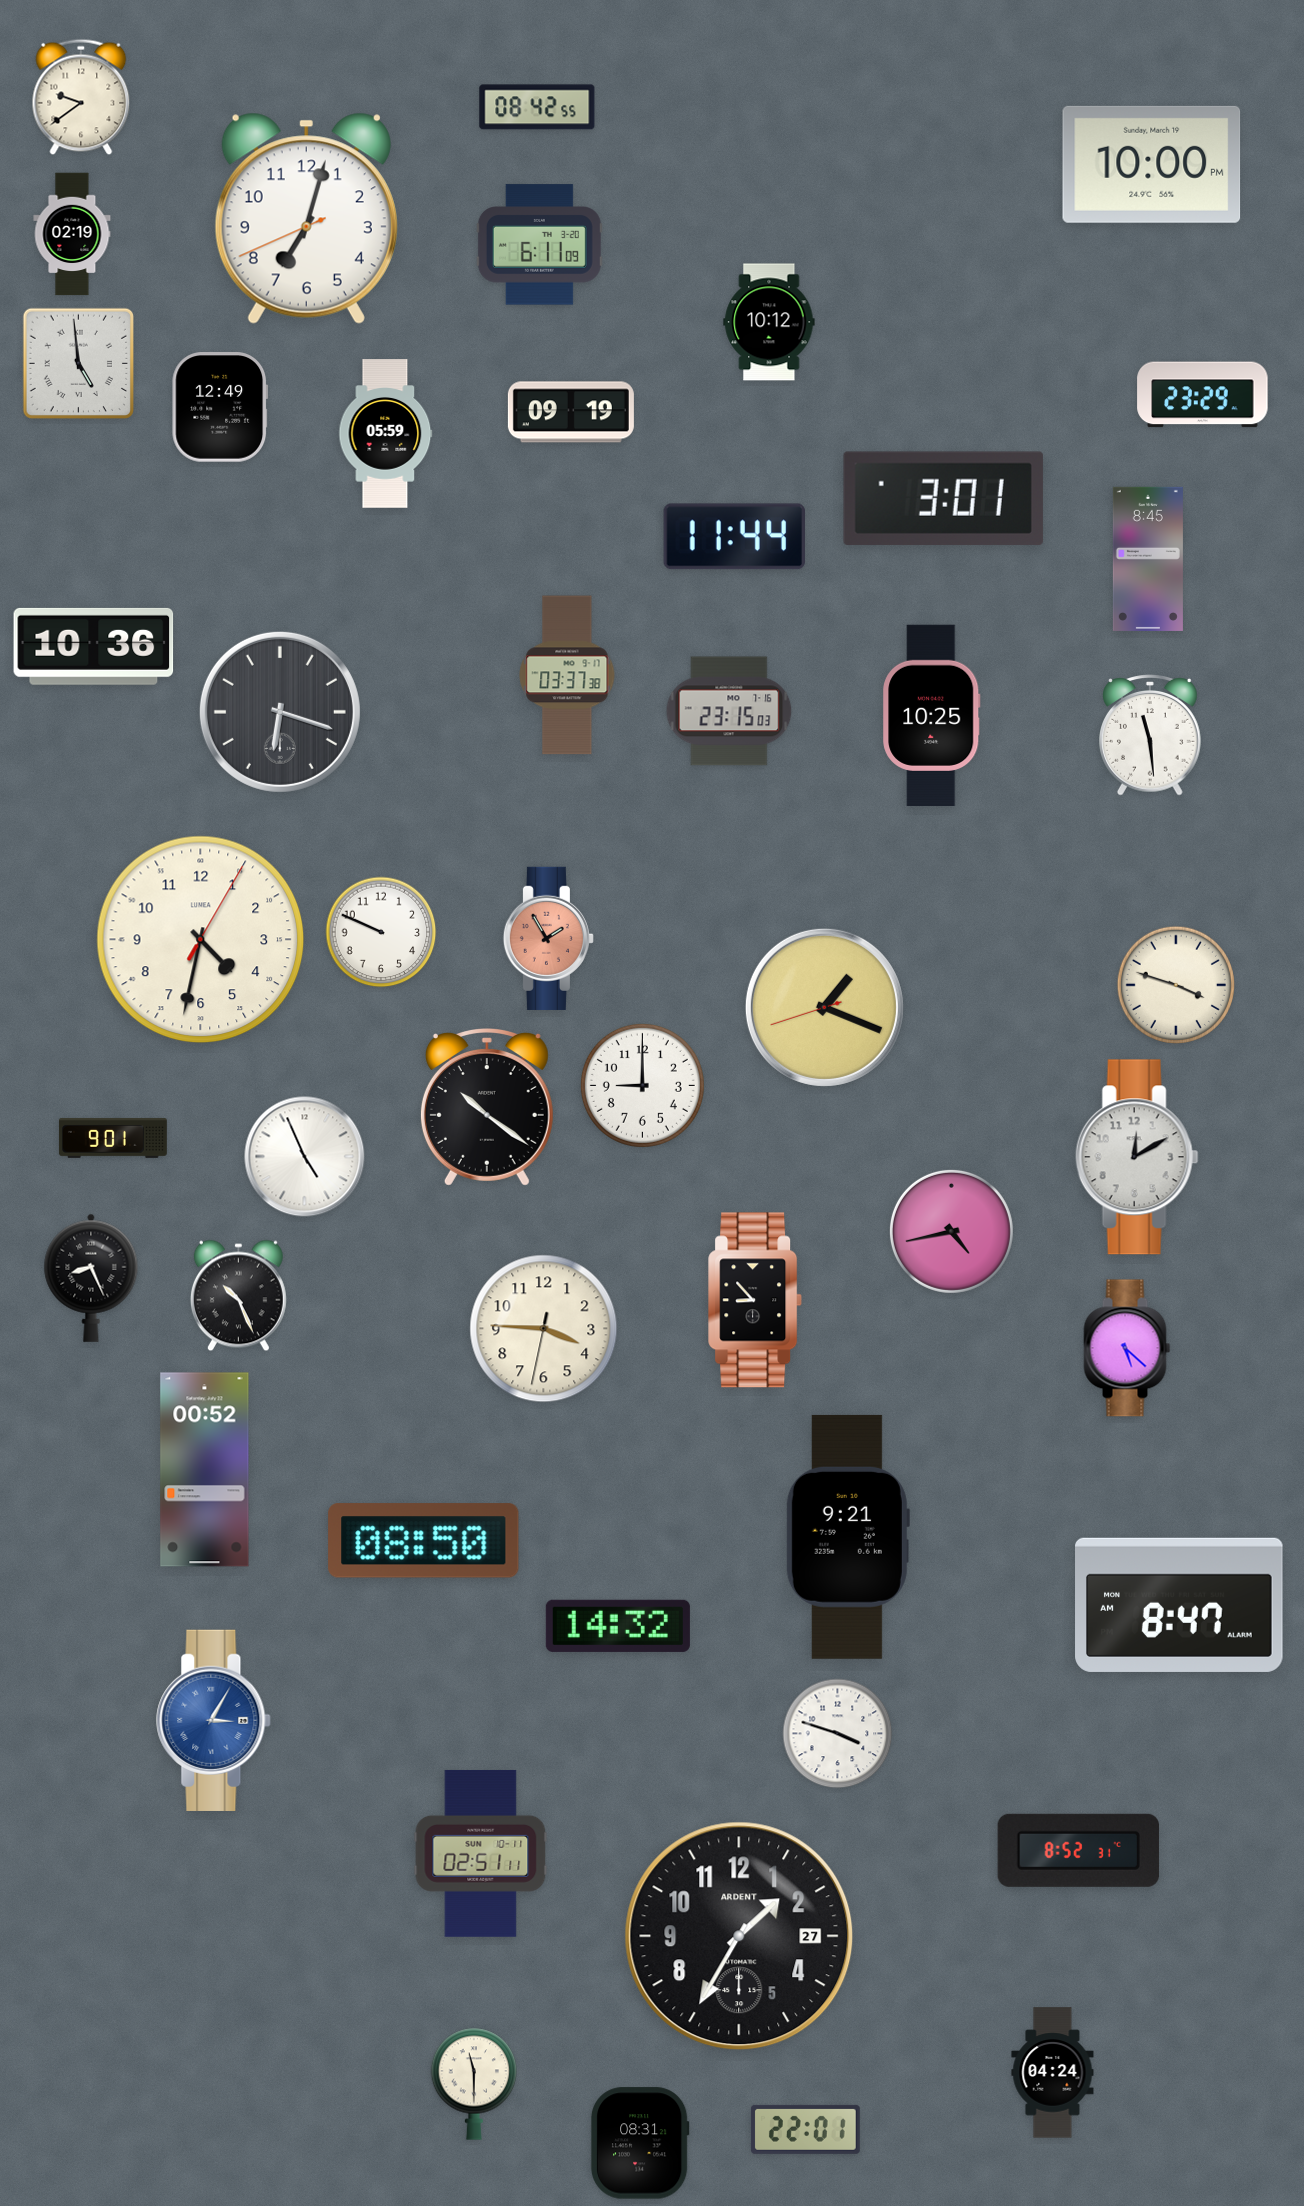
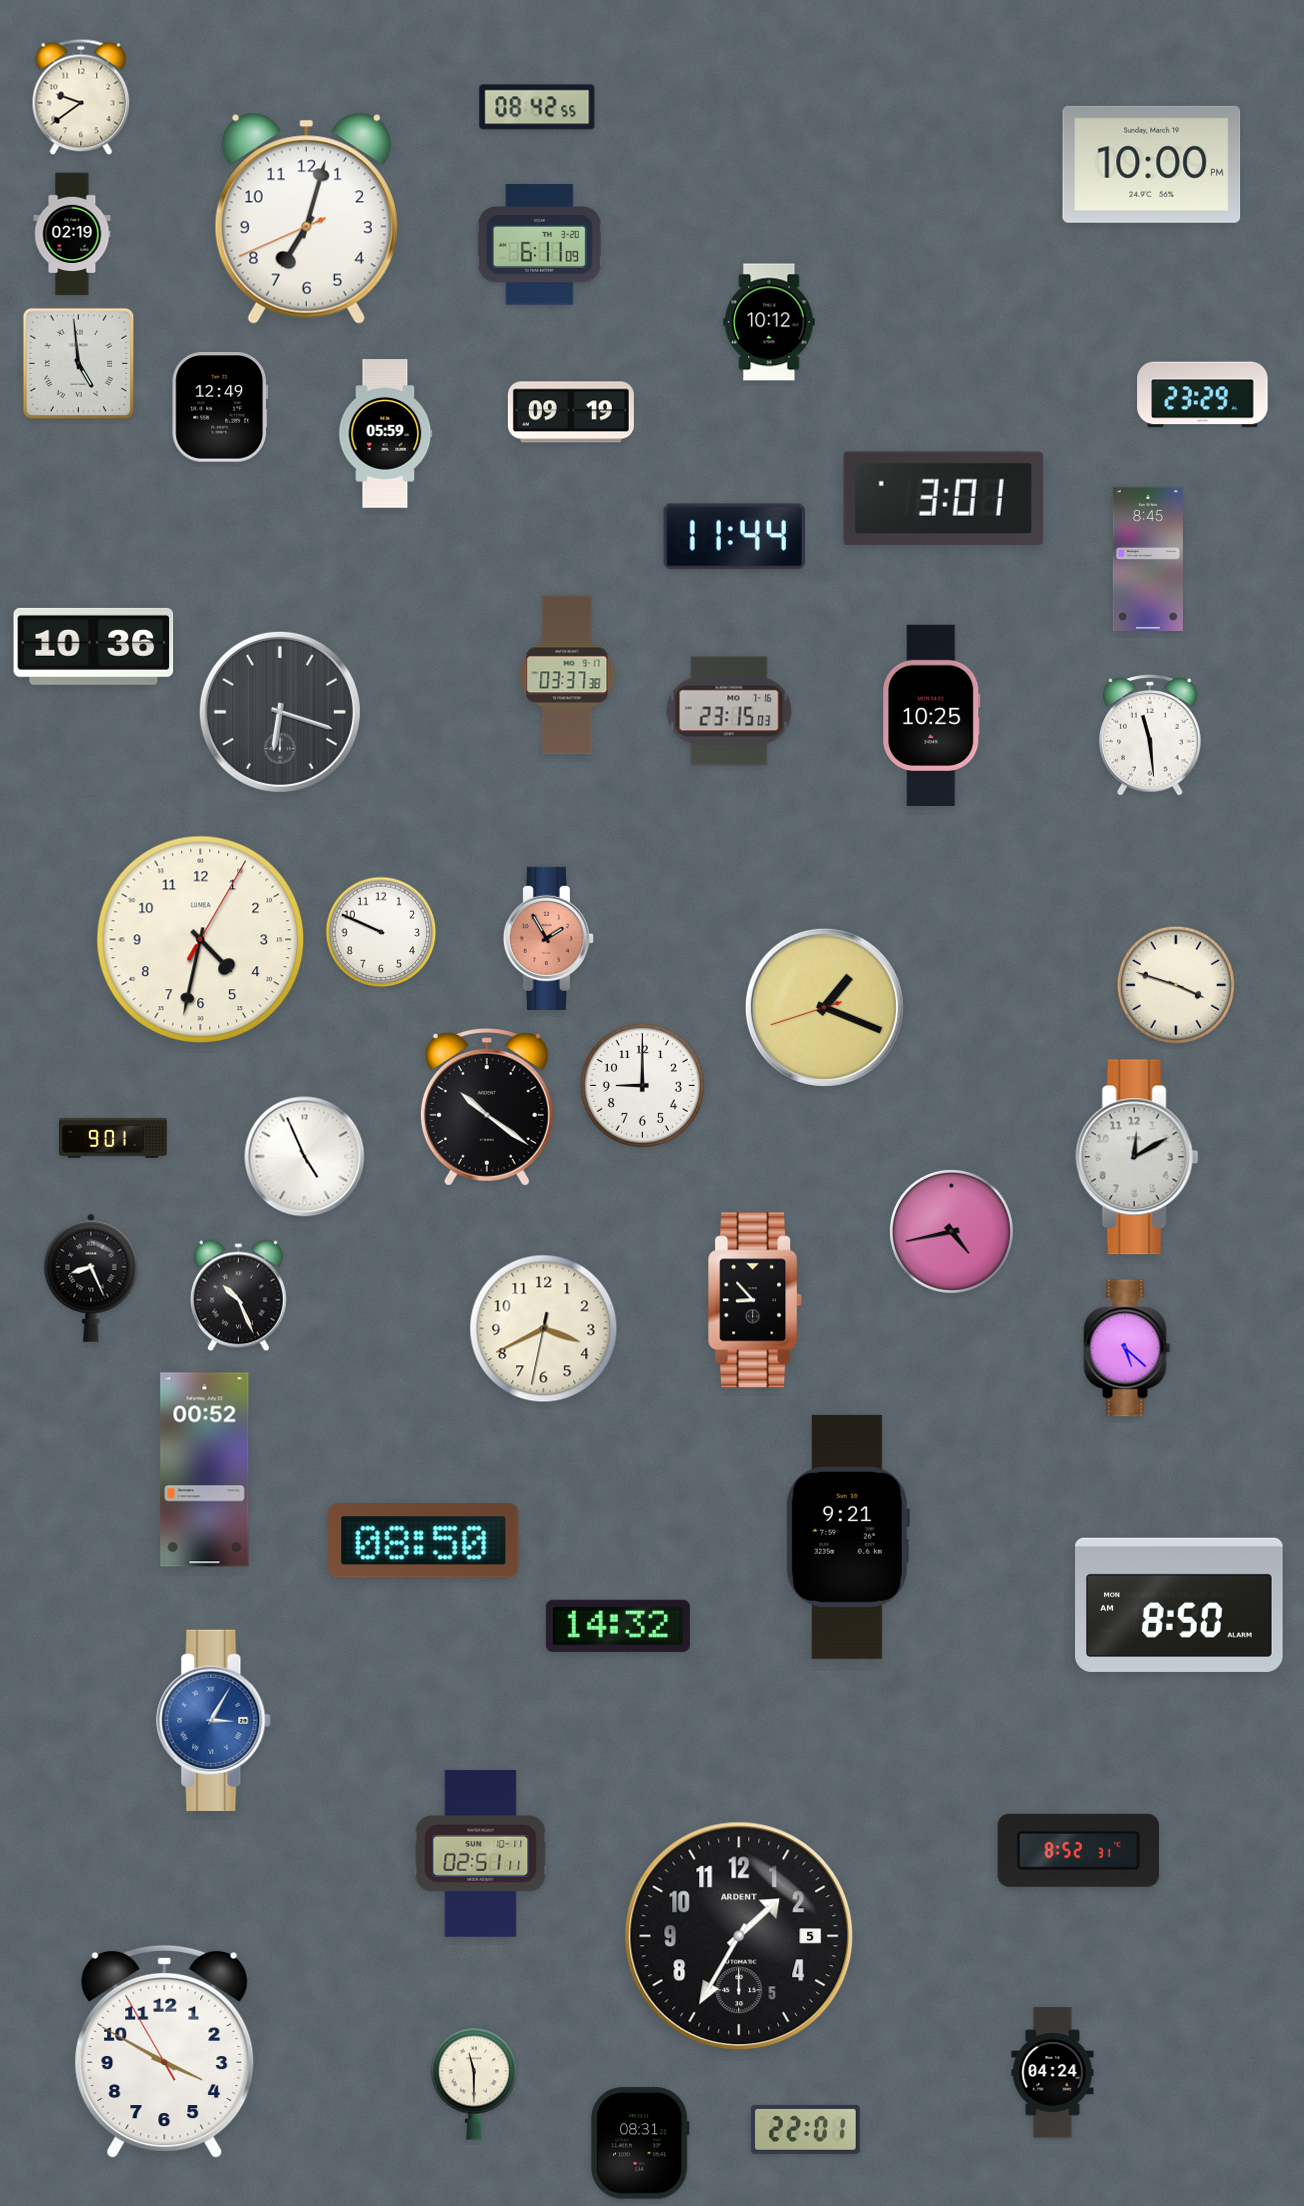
clock at (544, 1329): 3:45 -> 3:40
clock at (1179, 1605): 8:47 -> 8:50
clock at (838, 1734): 3:48 -> none
clock at (739, 1936) date: 27 -> 5
clock at (165, 2051): none -> 3:49
